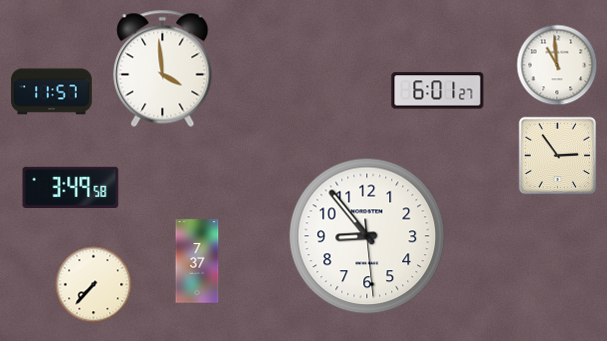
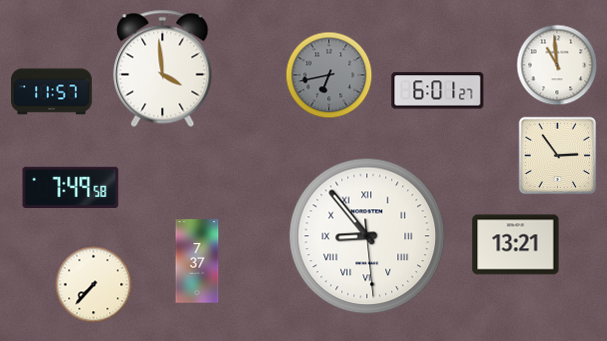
clock at (329, 75): none -> 6:43
clock at (71, 187): 3:49 -> 7:49
clock at (367, 236) numerals: Arabic -> Roman
clock at (516, 245): none -> 13:21
